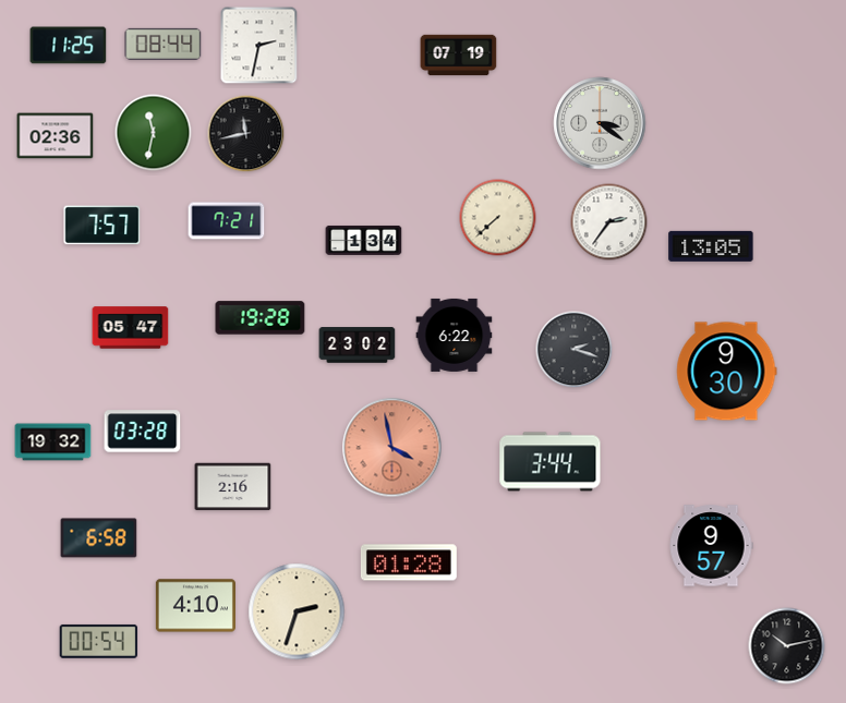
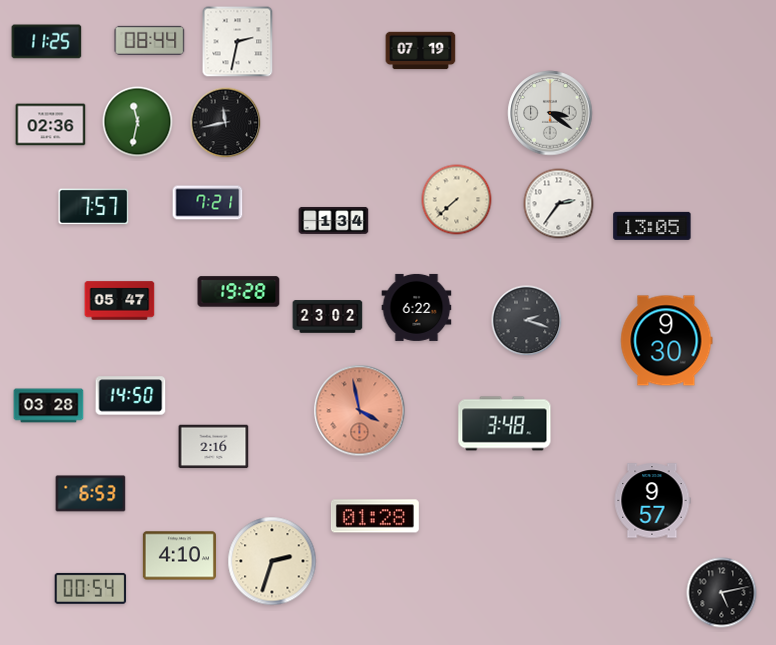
clock at (69, 46) position: (69, 46) -> (47, 42)
clock at (154, 133) position: (154, 133) -> (138, 122)
clock at (143, 432): 03:28 -> 14:50
clock at (53, 443): 19:32 -> 03:28
clock at (551, 462): 3:44 -> 3:48
clock at (99, 538): 6:58 -> 6:53
clock at (787, 646): 10:13 -> 5:13
